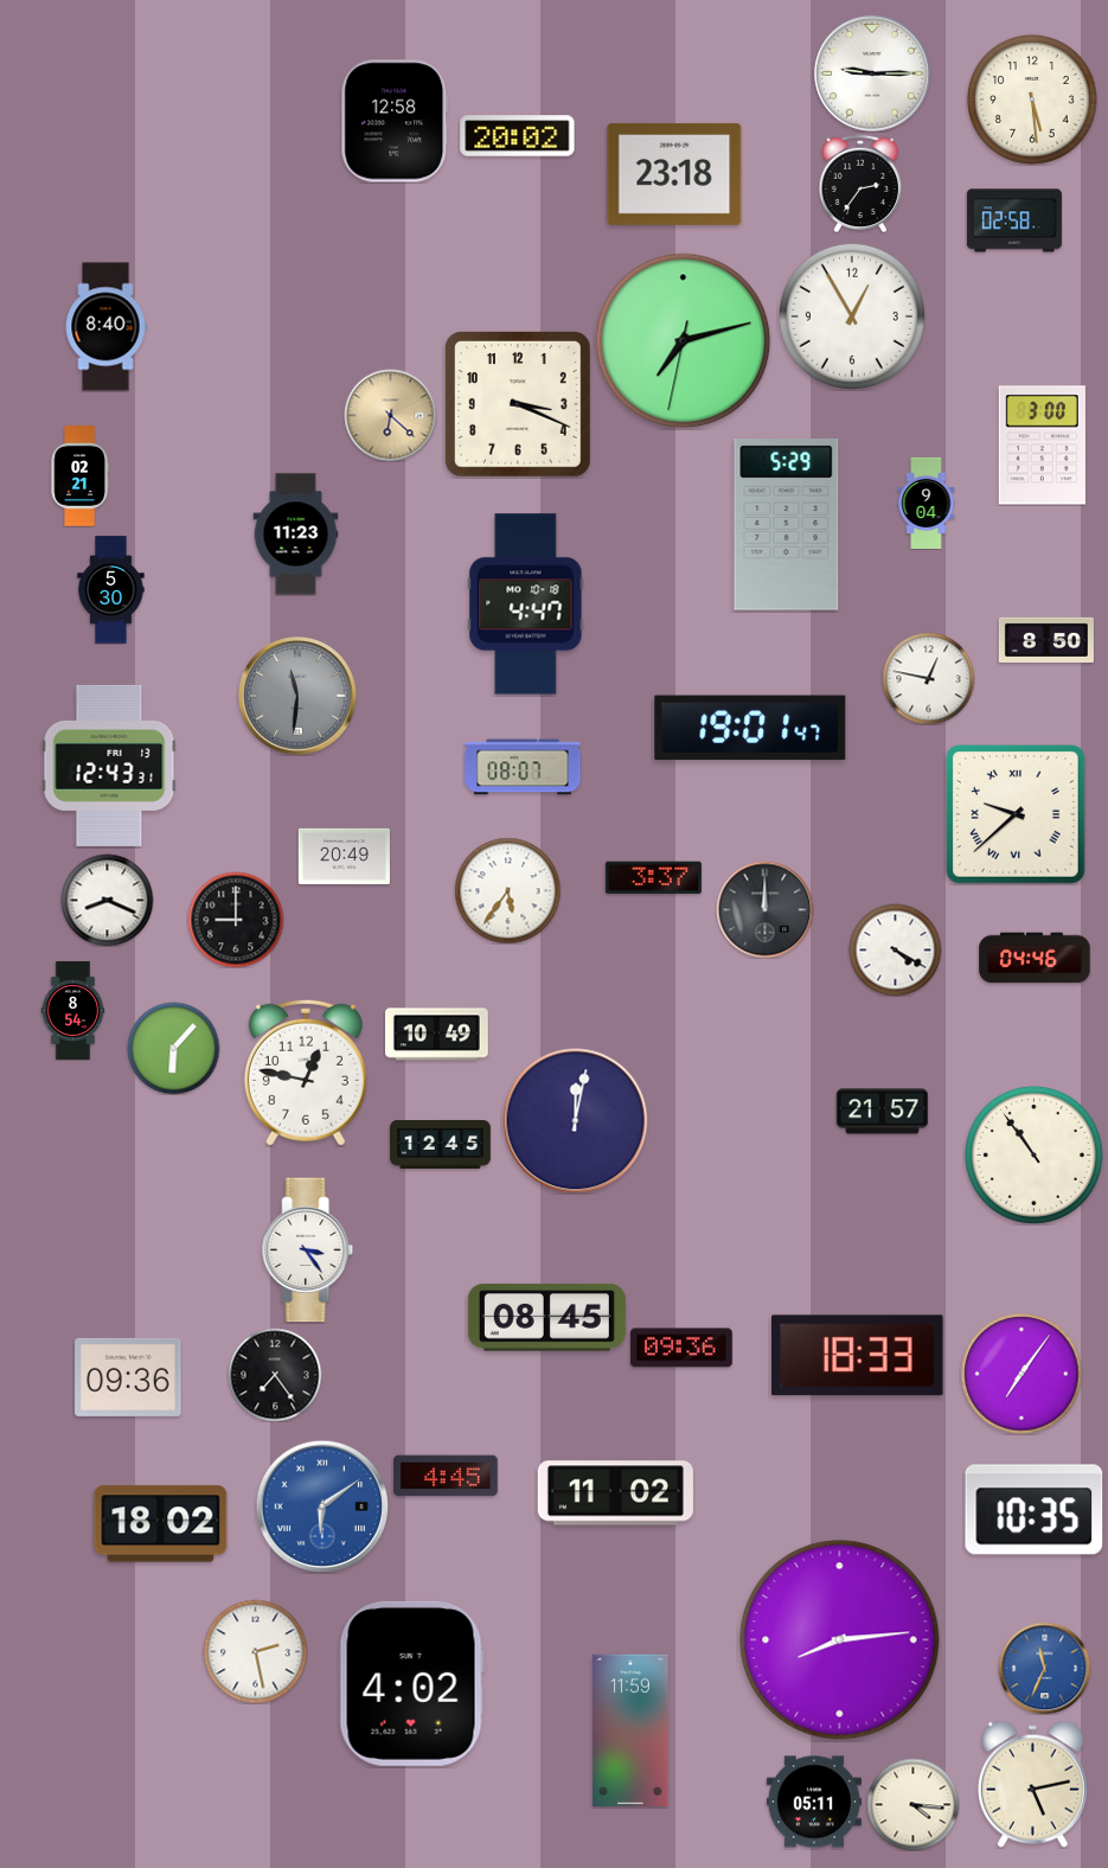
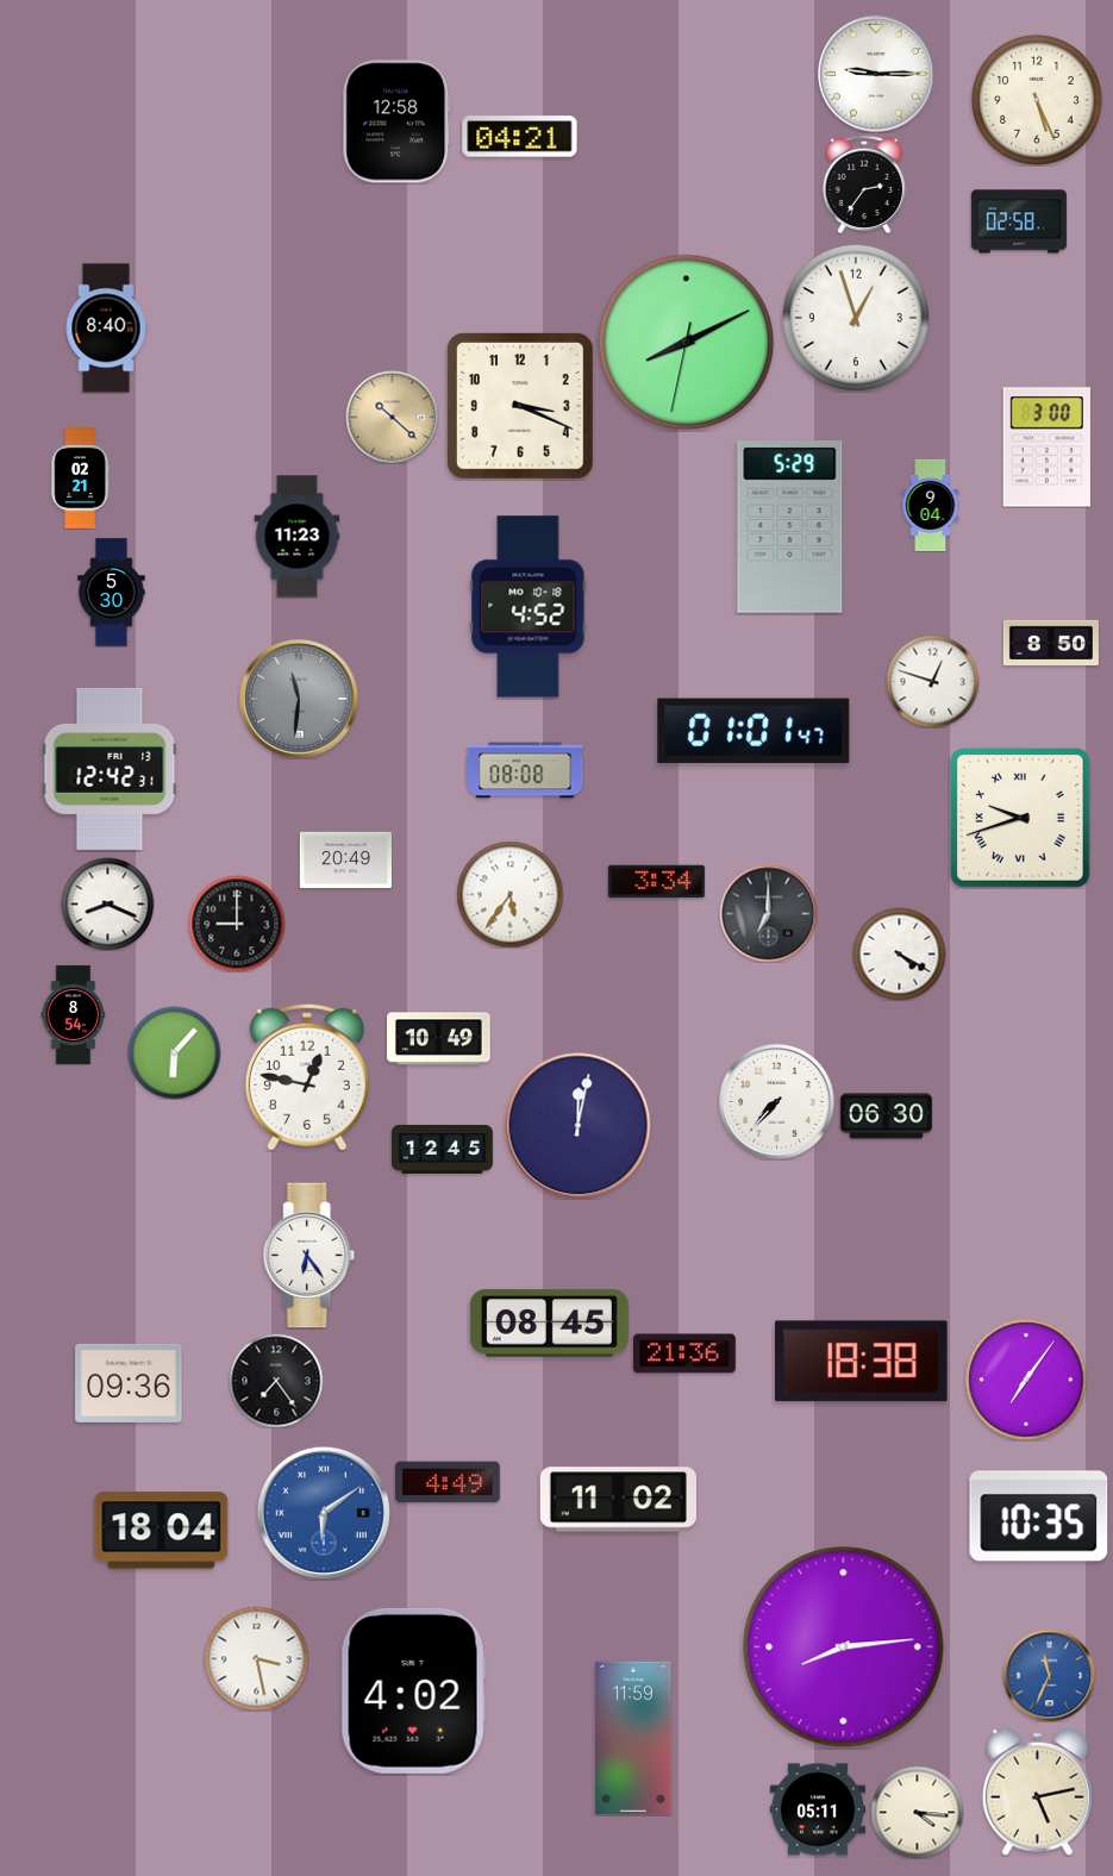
clock at (1032, 101): 5:29 -> 5:26
clock at (518, 136): 20:02 -> 04:21
clock at (674, 174): 23:18 -> none
clock at (852, 316): 12:55 -> 12:57
clock at (684, 341): 7:12 -> 8:10
clock at (390, 415): 6:22 -> 10:22
clock at (526, 604): 4:47 -> 4:52
clock at (928, 678): 12:47 -> 12:48
clock at (750, 727): 19:01 -> 01:01
clock at (109, 766): 12:43 -> 12:42
clock at (523, 767): 08:07 -> 08:08
clock at (1016, 814): 9:38 -> 9:42
clock at (653, 878): 3:37 -> 3:34
clock at (764, 909): 12:00 -> 7:00
clock at (1035, 958): 04:46 -> none
clock at (777, 1102): none -> 7:37
clock at (882, 1112): 21:57 -> 06:30
clock at (1033, 1154): 10:54 -> none
clock at (308, 1250): 3:24 -> 6:24
clock at (681, 1348): 09:36 -> 21:36
clock at (857, 1356): 18:33 -> 18:38
clock at (446, 1476): 4:45 -> 4:49
clock at (161, 1524): 18:02 -> 18:04
clock at (255, 1651): 2:28 -> 3:28
